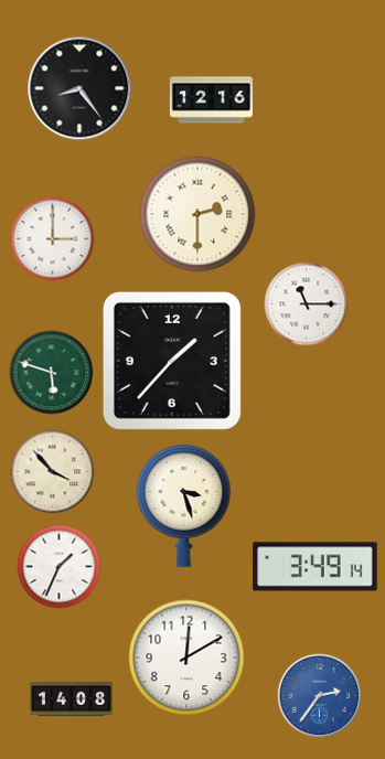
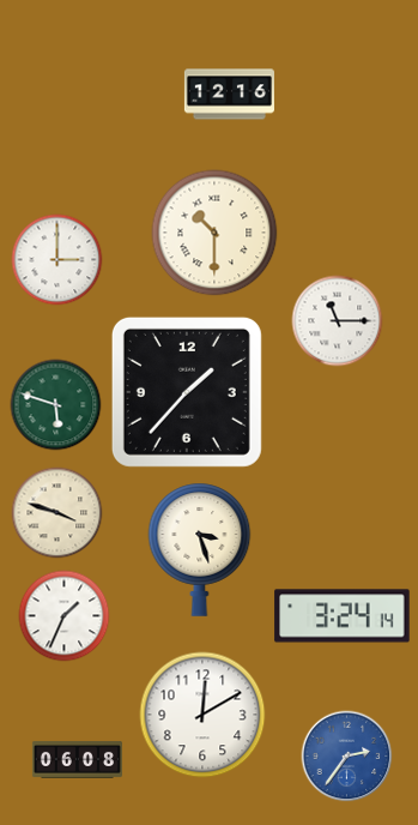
clock at (79, 88): 8:24 -> none
clock at (211, 100) position: (211, 100) -> (229, 95)
clock at (197, 214): 2:30 -> 10:30
clock at (307, 304) position: (307, 304) -> (338, 321)
clock at (53, 472): 3:53 -> 3:48
clock at (316, 567): 3:49 -> 3:24
clock at (71, 698): 14:08 -> 06:08
